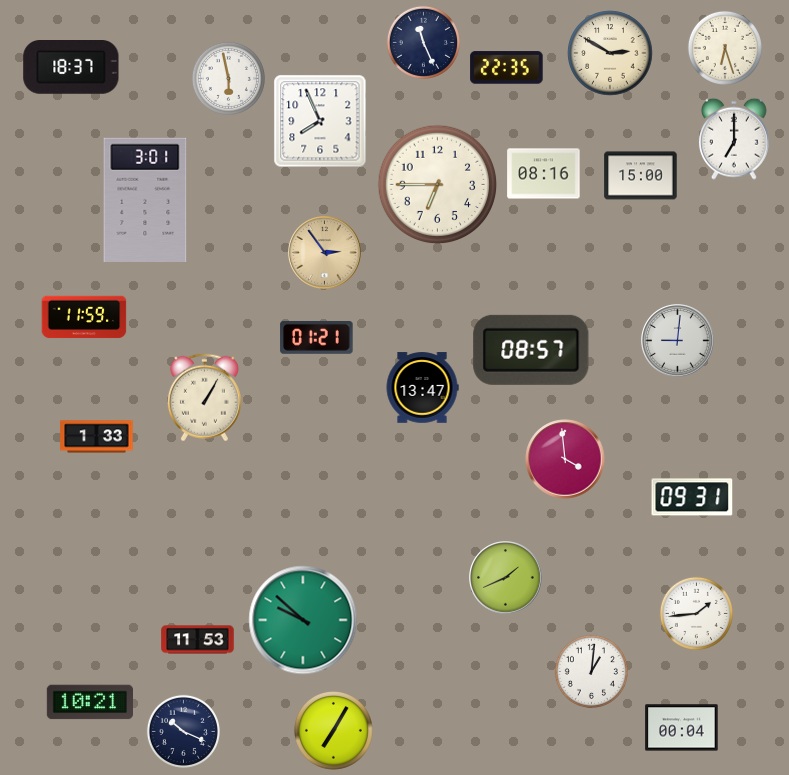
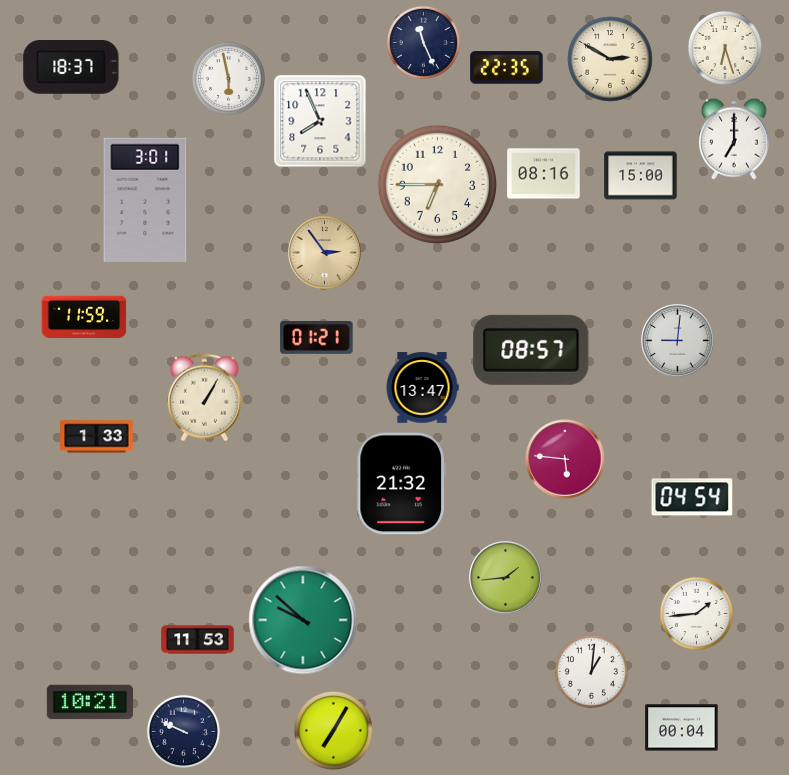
clock at (610, 53) position: (610, 53) -> (610, 59)
clock at (565, 459): 3:59 -> 5:46
clock at (402, 484): none -> 21:32
clock at (692, 497): 09:31 -> 04:54
clock at (506, 578): 1:41 -> 1:44
clock at (183, 731): 10:19 -> 9:49
